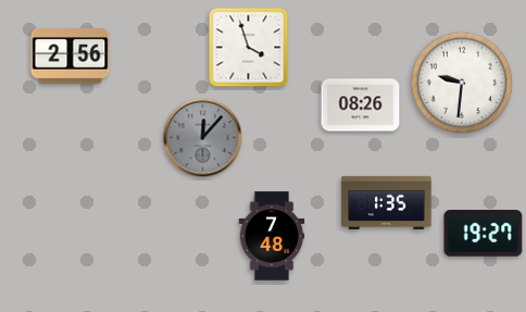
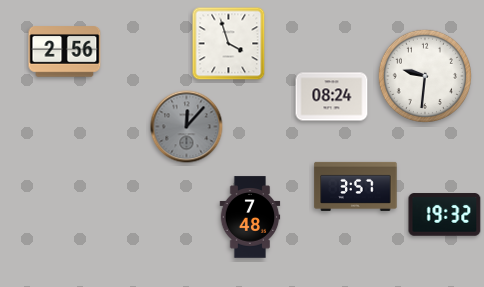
clock at (361, 105): 08:26 -> 08:24
clock at (387, 202): 1:35 -> 3:57
clock at (484, 234): 19:27 -> 19:32
